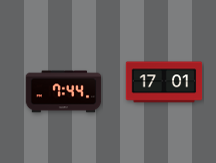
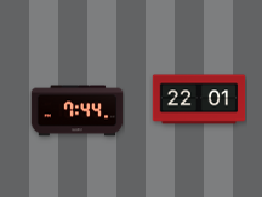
clock at (164, 82): 17:01 -> 22:01
